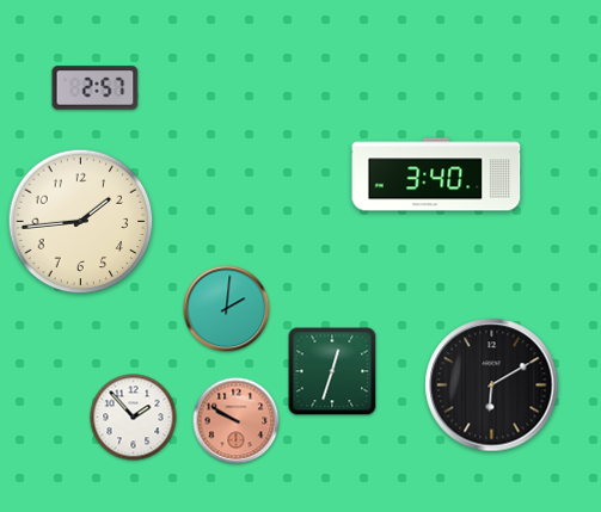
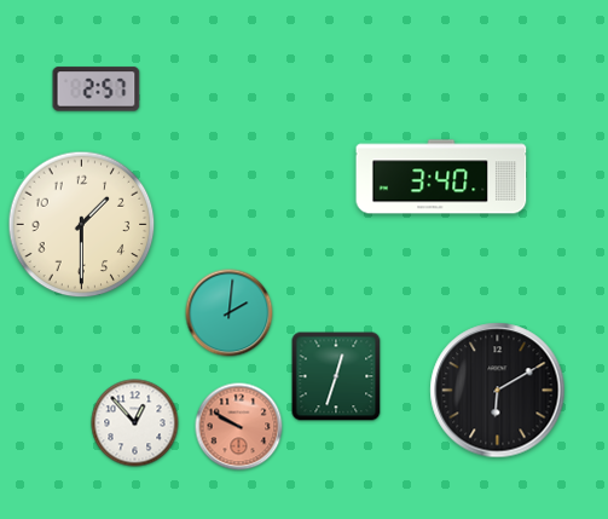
clock at (81, 222): 1:44 -> 1:30
clock at (134, 418): 1:53 -> 12:53
